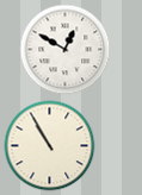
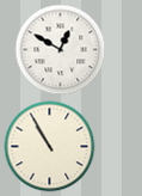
clock at (66, 50) position: (66, 50) -> (61, 50)
